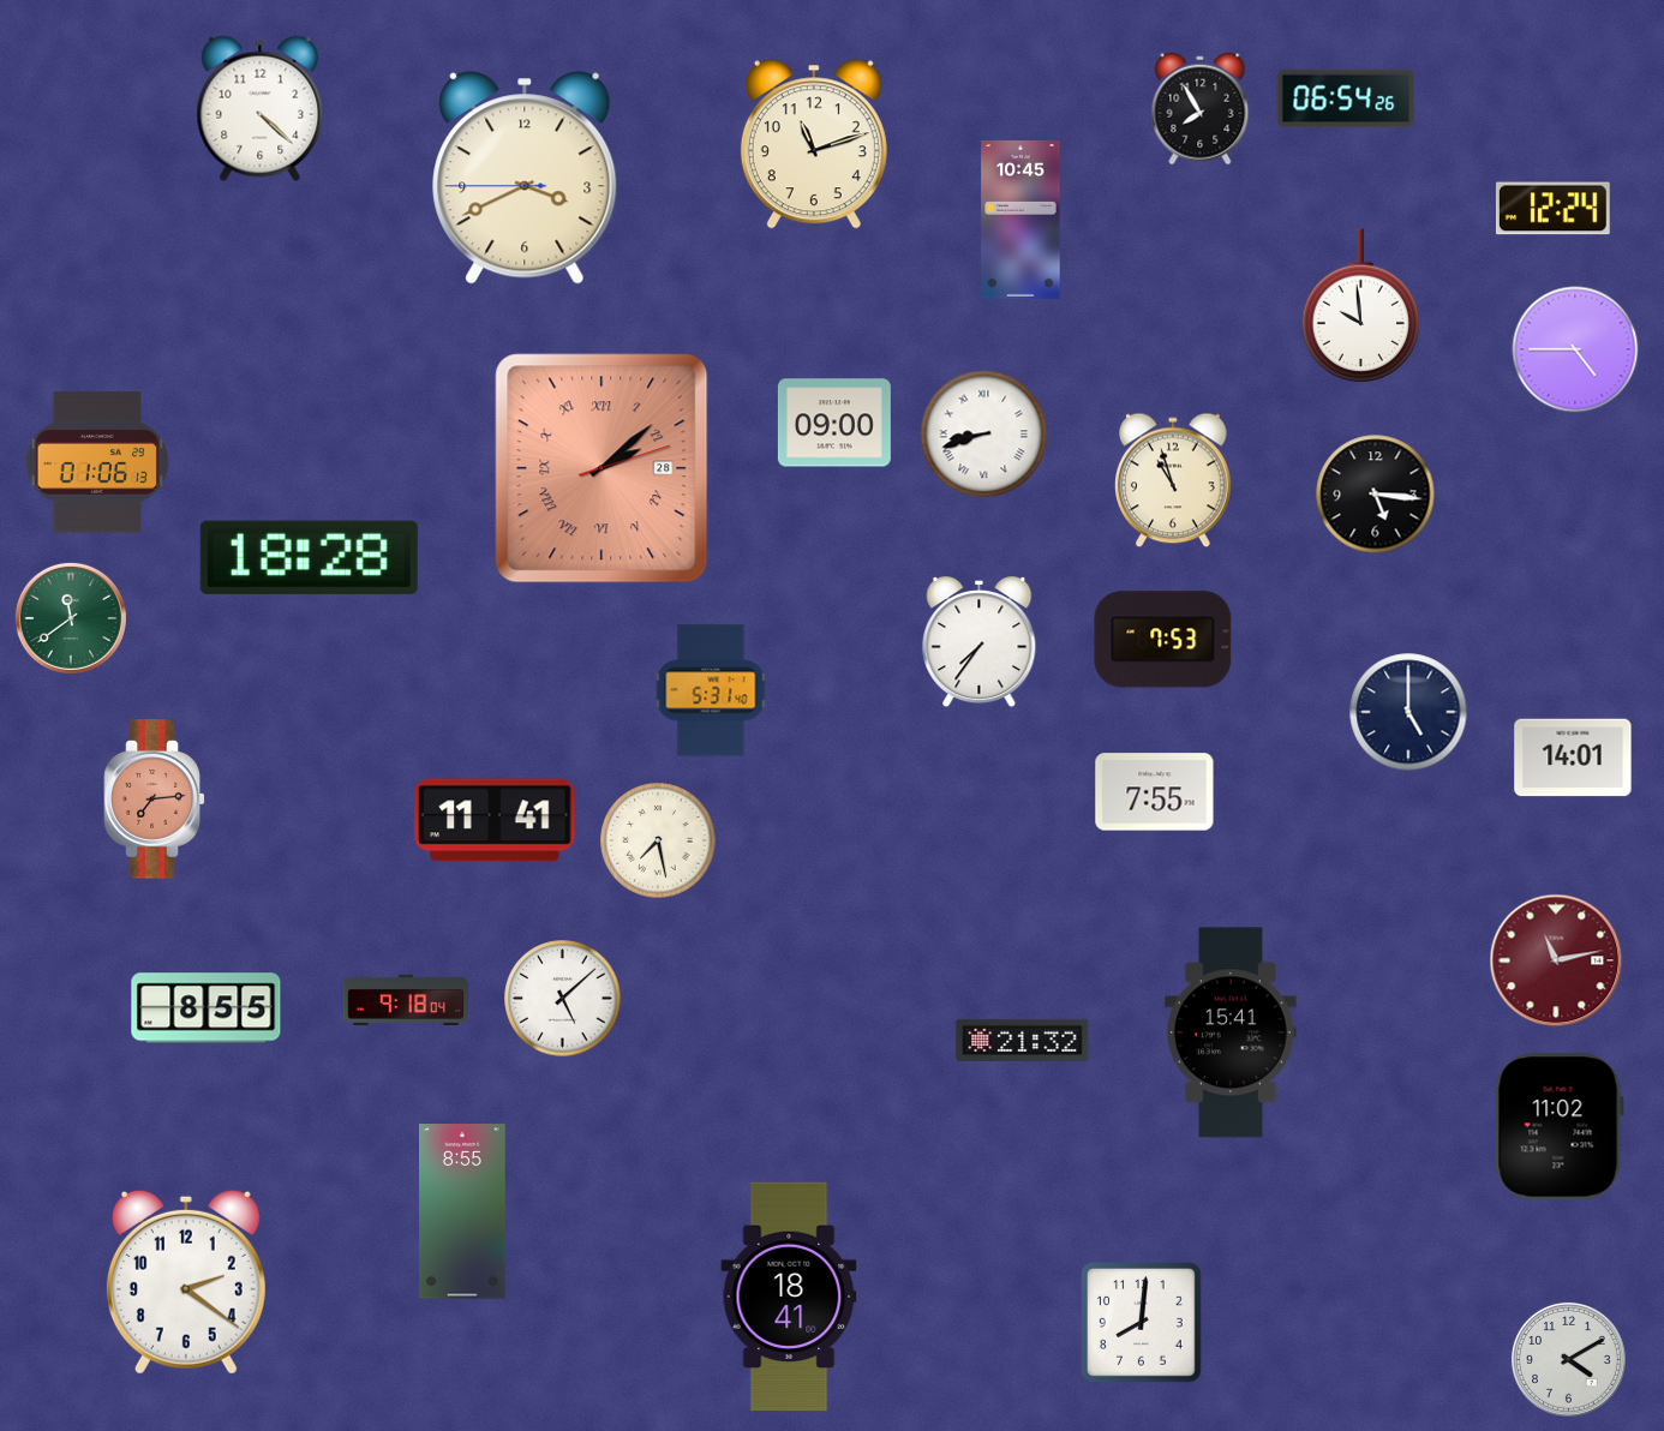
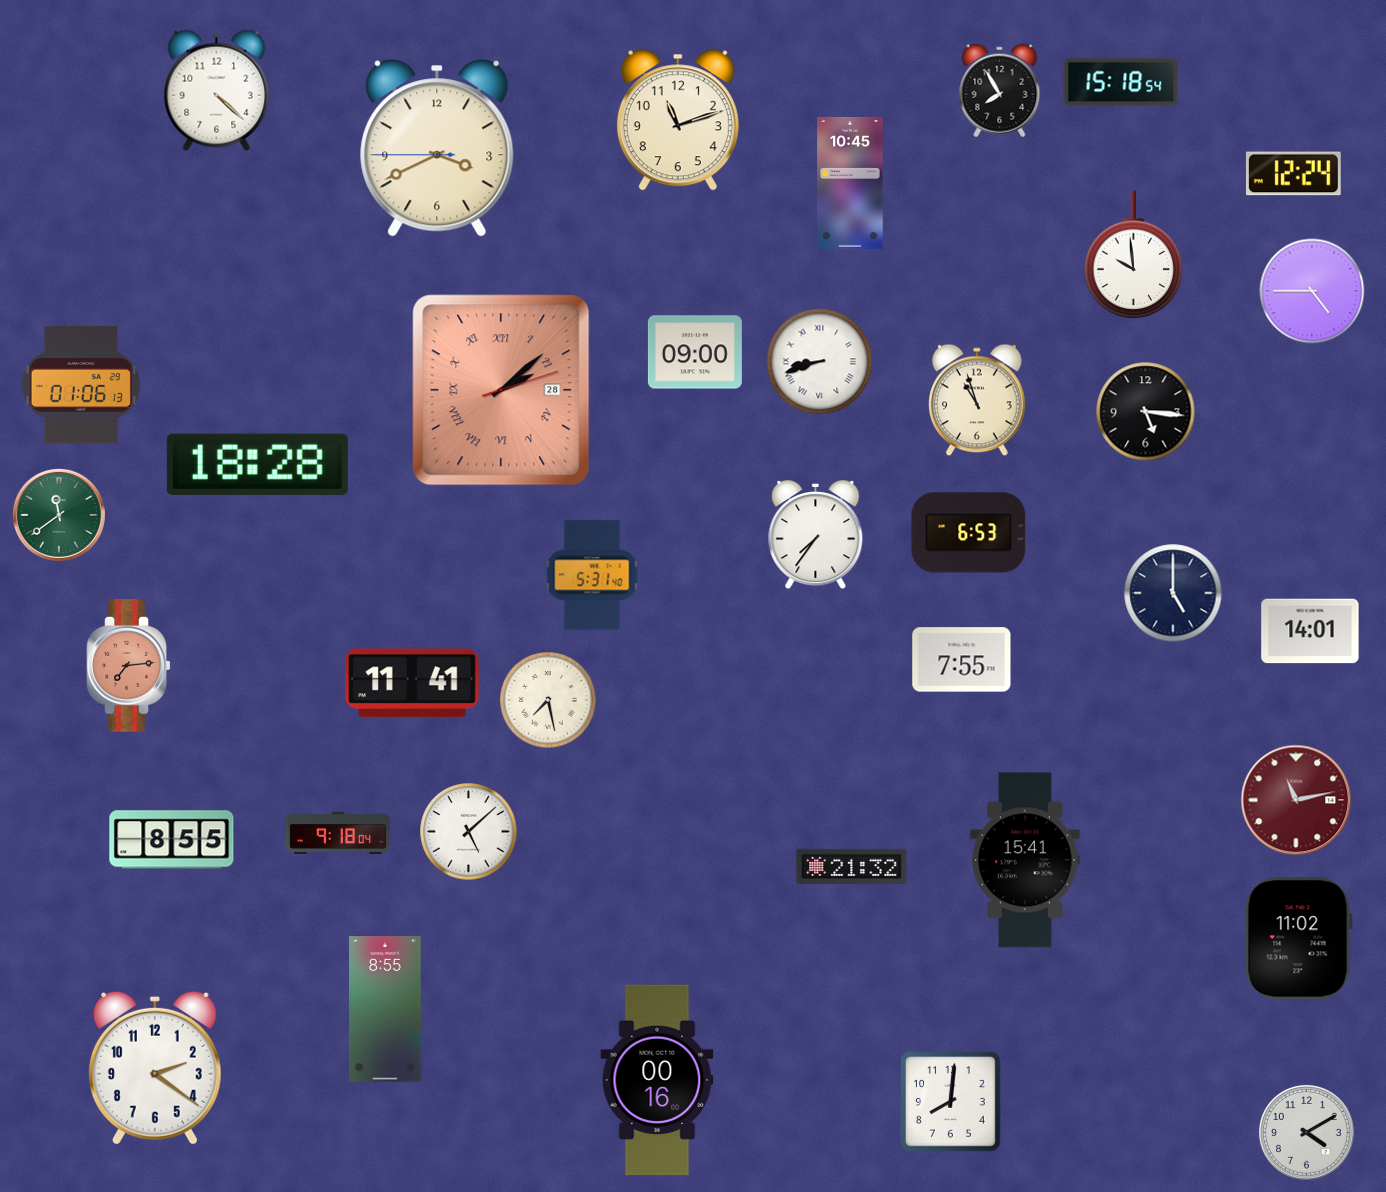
clock at (1346, 98): 06:54 -> 15:18
clock at (1163, 640): 7:53 -> 6:53
clock at (789, 1297): 18:41 -> 00:16
